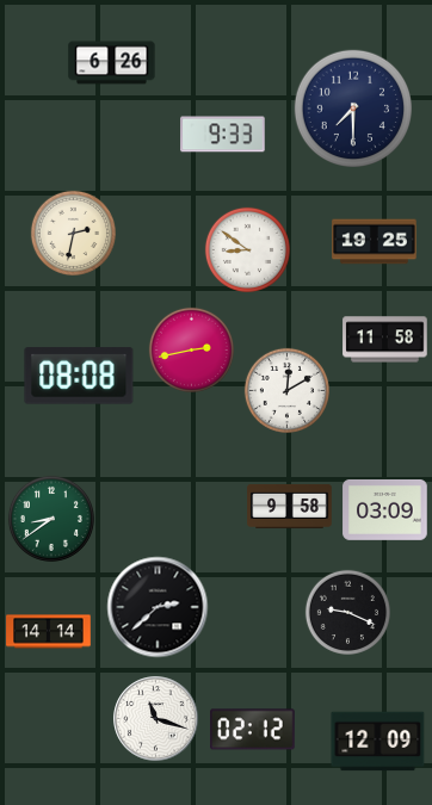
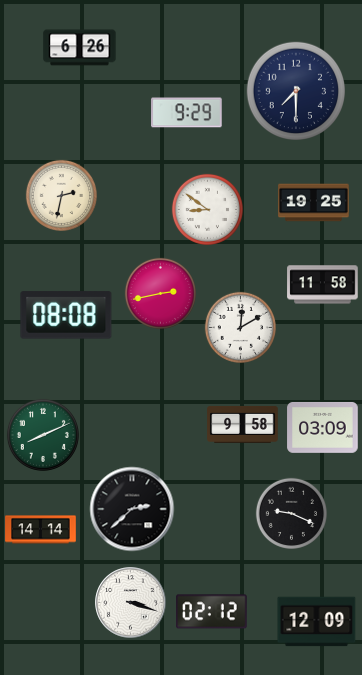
clock at (112, 63) position: (112, 63) -> (80, 48)
clock at (223, 135): 9:33 -> 9:29
clock at (51, 519): 8:39 -> 8:11
clock at (156, 719): 11:18 -> 3:18
